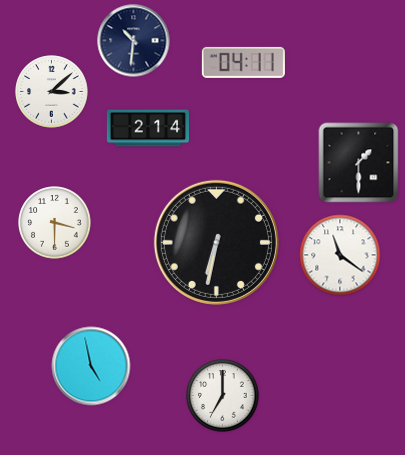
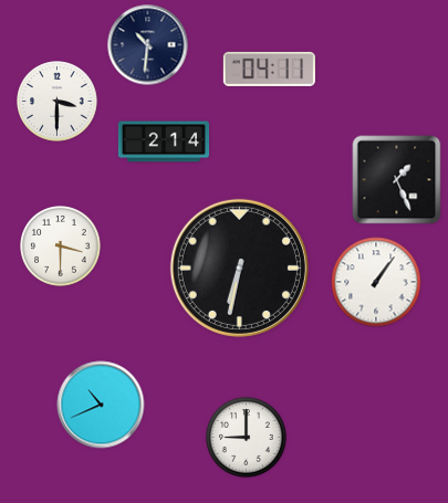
clock at (52, 92): 3:08 -> 3:30
clock at (359, 163): 1:30 -> 1:26
clock at (340, 255): 11:21 -> 1:06
clock at (91, 366): 4:58 -> 10:41
clock at (223, 396): 7:00 -> 9:00
